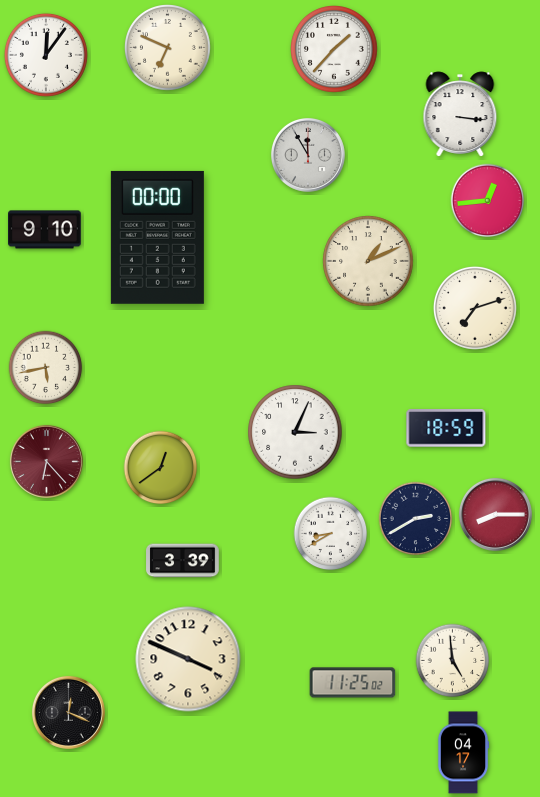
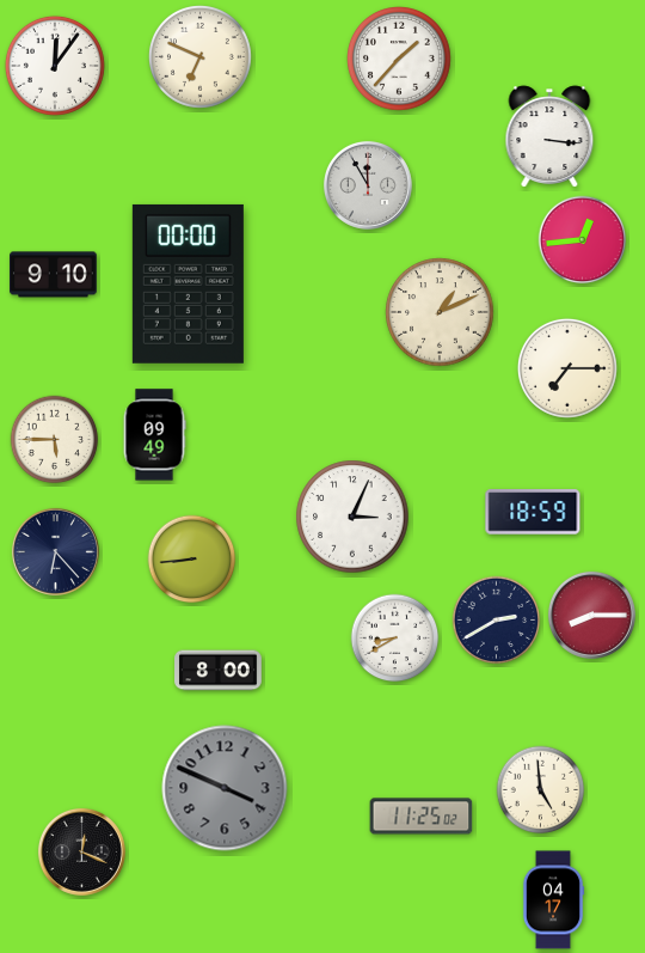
clock at (475, 308): 7:12 -> 7:15
clock at (154, 435): none -> 09:49
clock at (46, 368): 5:43 -> 5:45
clock at (46, 461) dial: burgundy -> navy
clock at (161, 468): 12:39 -> 8:44
clock at (183, 561): 3:39 -> 8:00
clock at (188, 659) dial: cream -> grey
